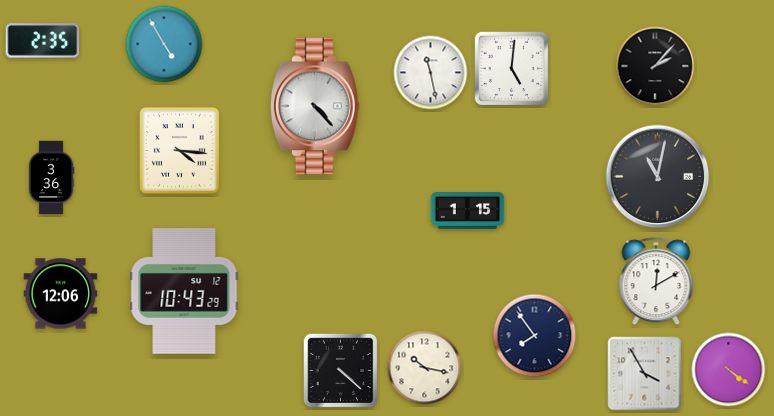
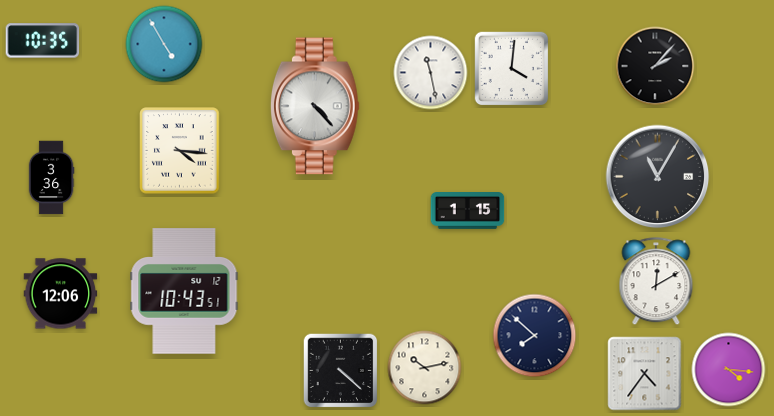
clock at (43, 41): 2:35 -> 10:35
clock at (512, 69): 5:01 -> 4:01
clock at (658, 177): 11:02 -> 11:05
clock at (184, 291): 10:43:29 -> 10:43:51
clock at (535, 336): 7:54 -> 7:52
clock at (425, 368): 10:17 -> 10:13
clock at (729, 370): 4:21 -> 4:16
clock at (645, 374): 3:55 -> 4:36
